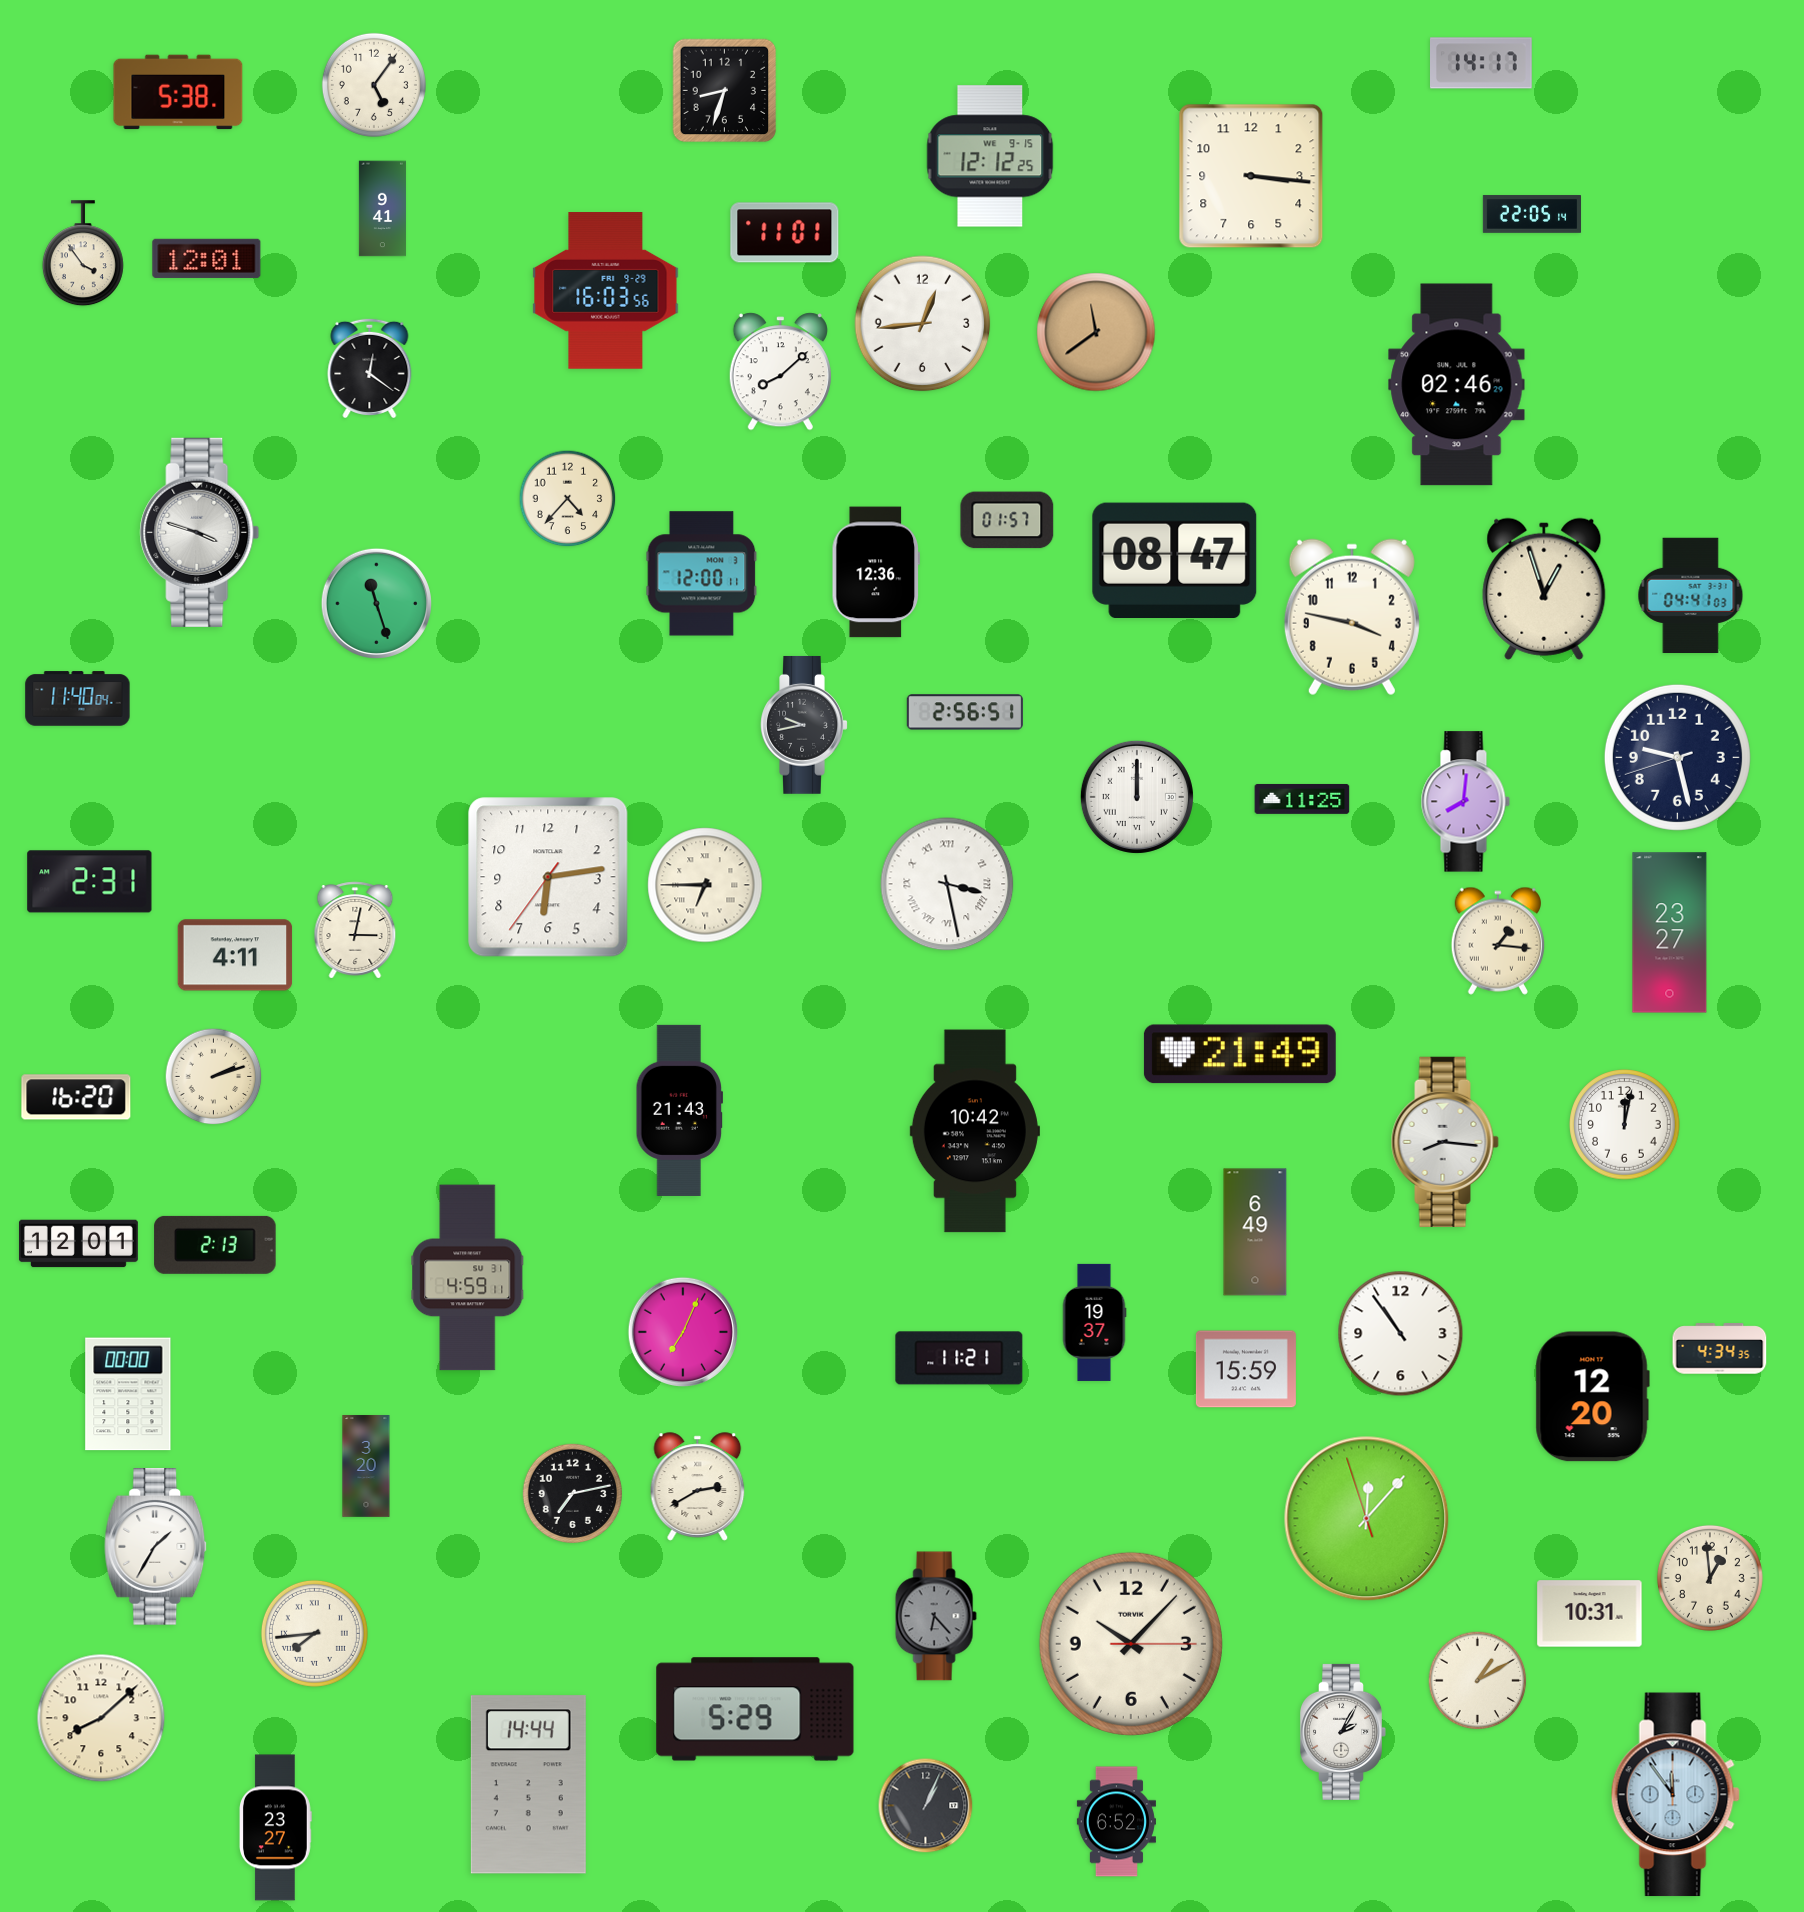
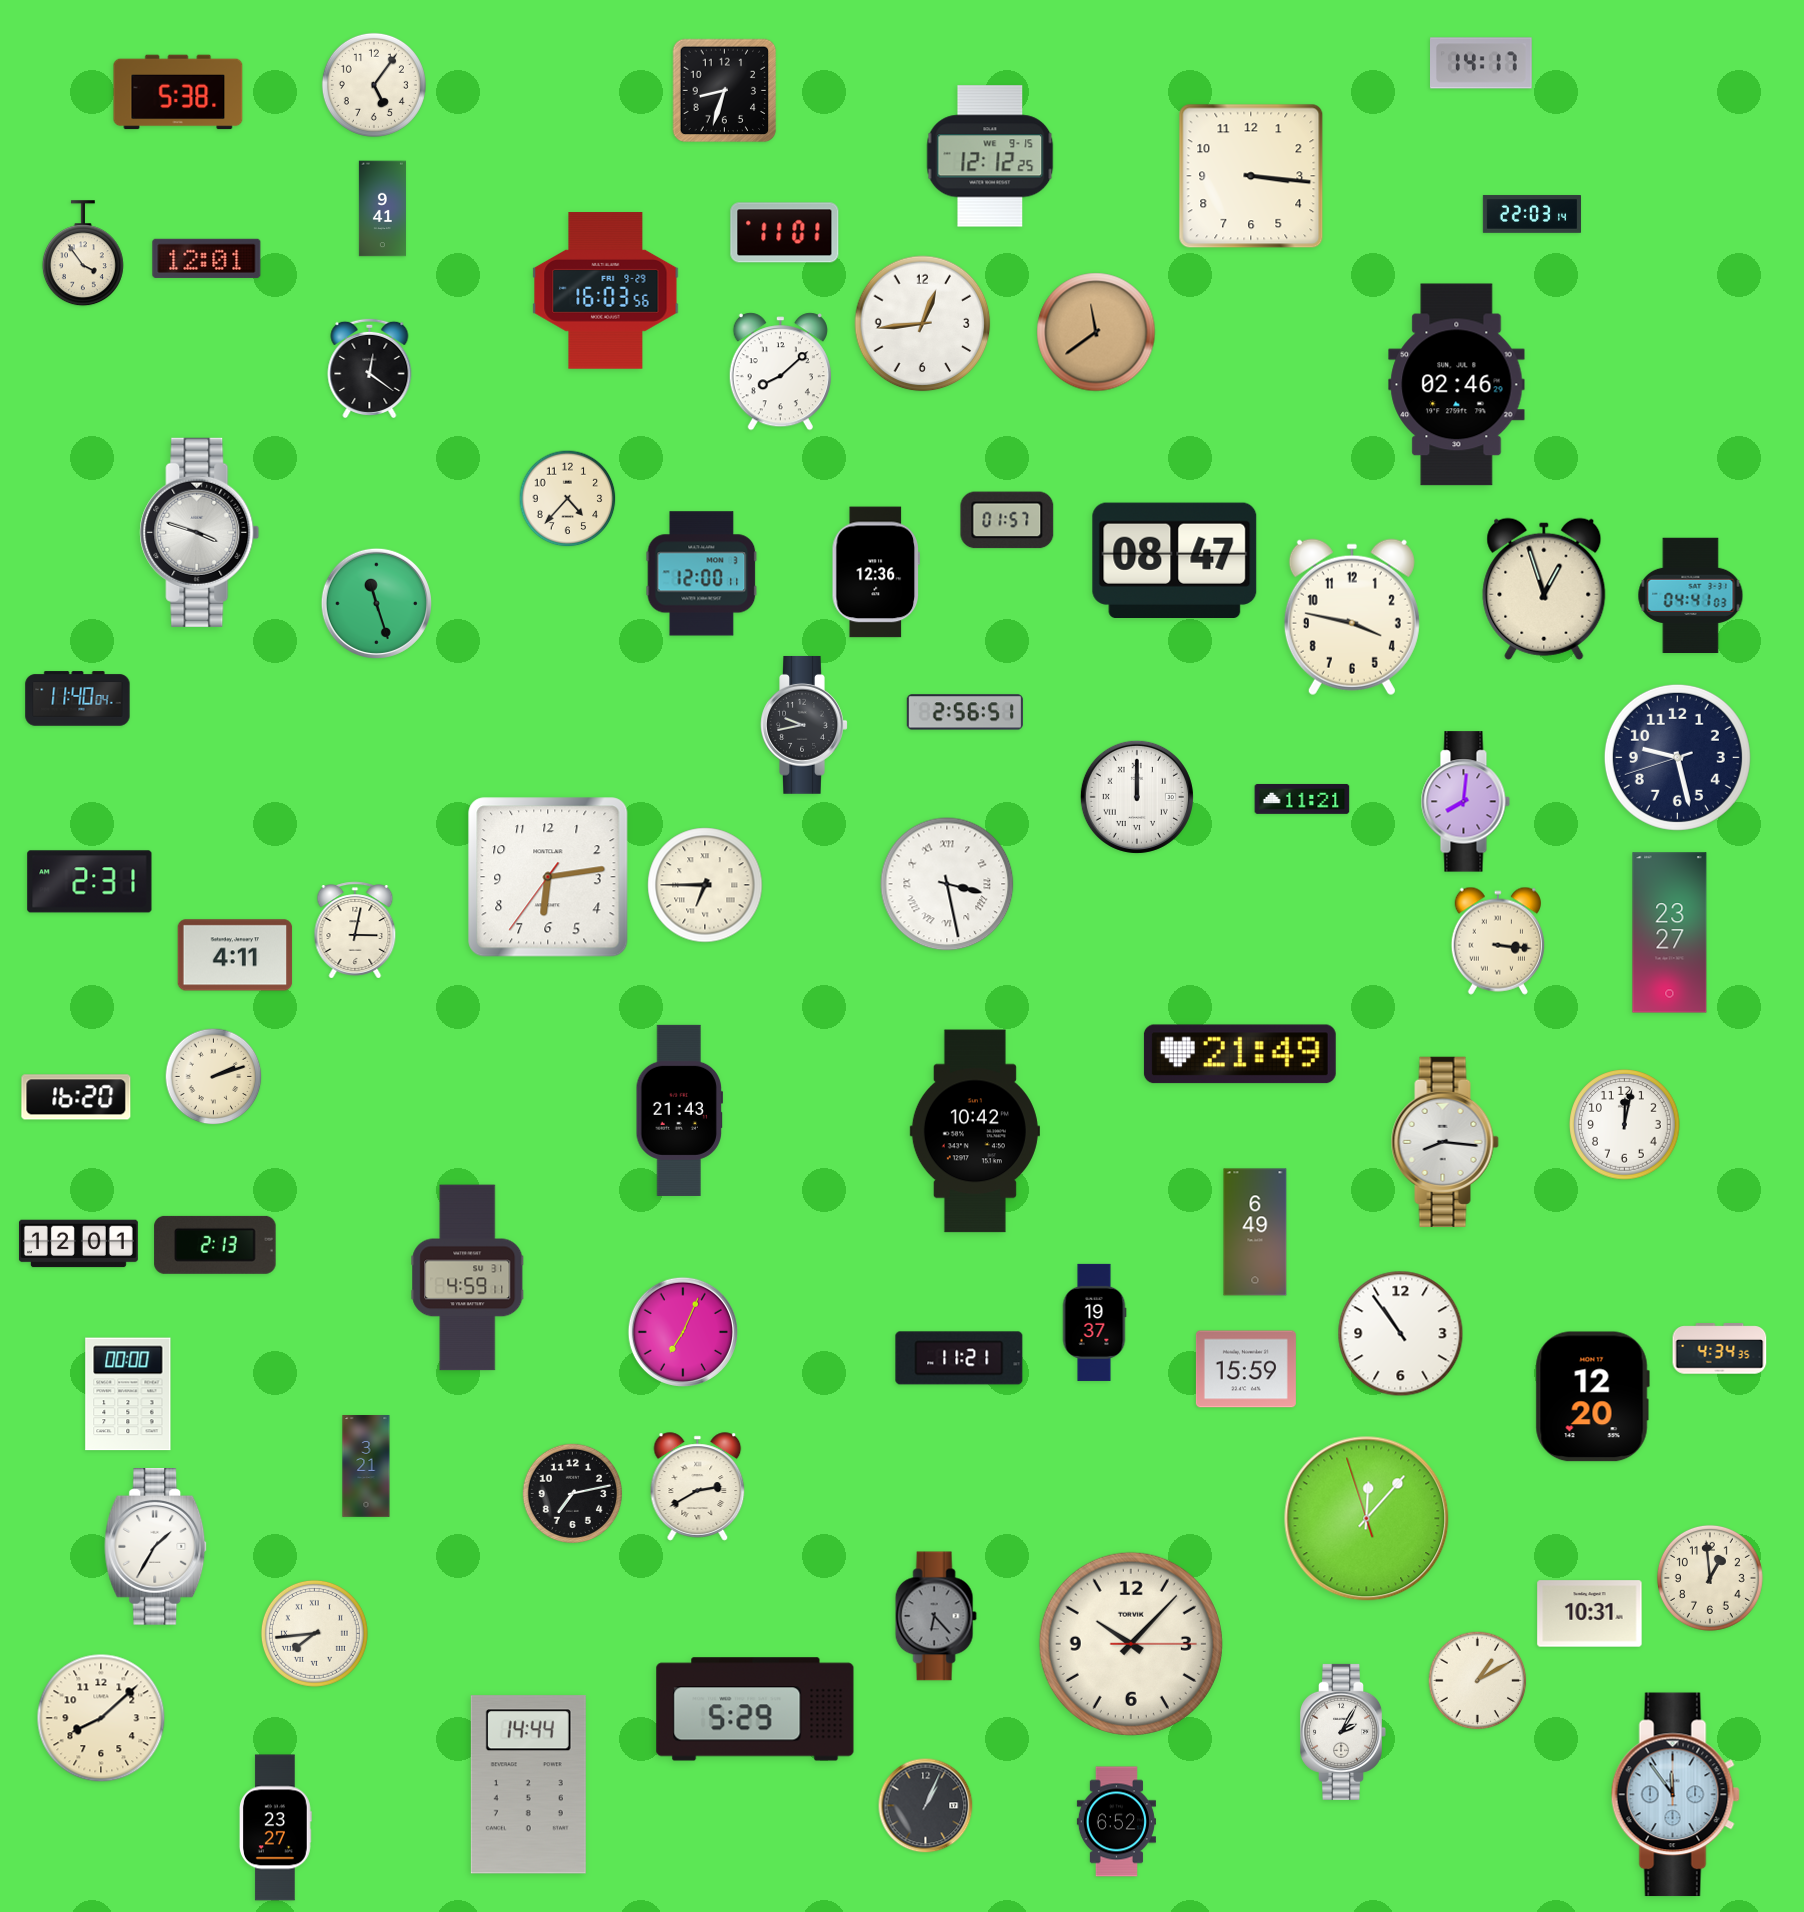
clock at (1531, 214): 22:05 -> 22:03
clock at (1302, 799): 11:25 -> 11:21
clock at (1498, 941): 1:16 -> 3:16
clock at (366, 1466): 3:20 -> 3:21
